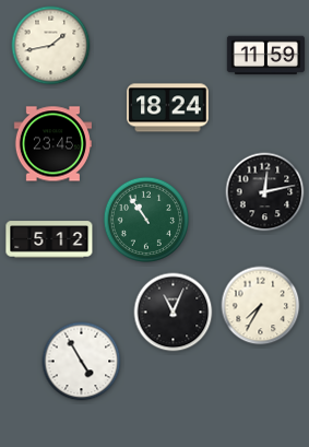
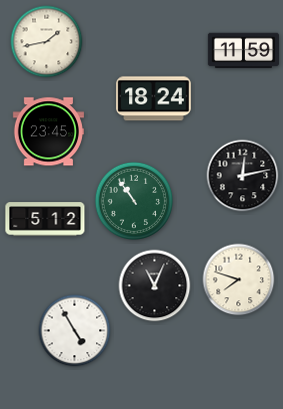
clock at (261, 306): 7:35 -> 7:48
clock at (174, 313) position: (174, 313) -> (155, 286)
